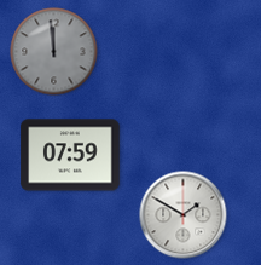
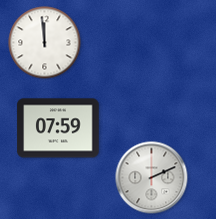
clock at (54, 52) dial: grey -> white
clock at (184, 215): 1:50 -> 2:11
